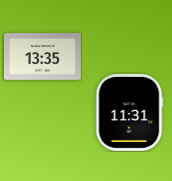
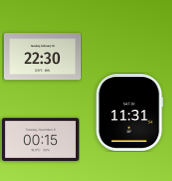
clock at (42, 57): 13:35 -> 22:30
clock at (40, 139): none -> 00:15
